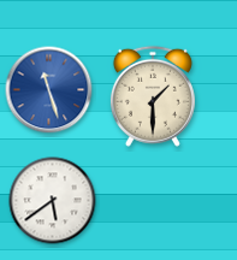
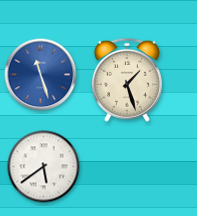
clock at (153, 96): 1:30 -> 1:27
